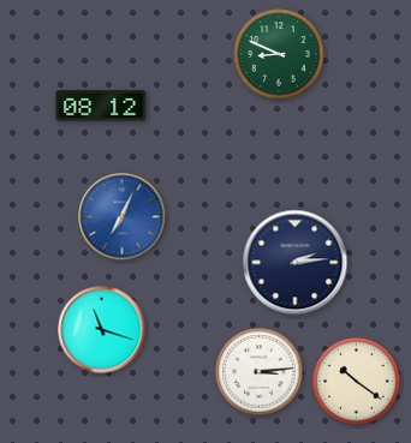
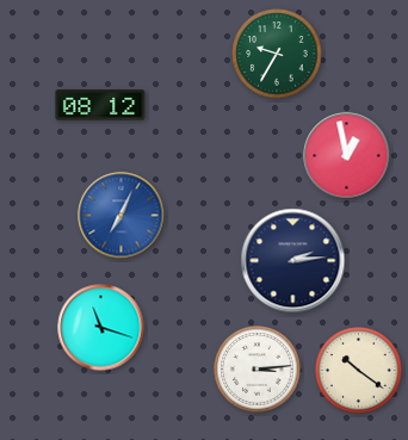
clock at (279, 54): 8:49 -> 9:35
clock at (347, 156): none -> 12:58
clock at (357, 382) position: (357, 382) -> (359, 371)
